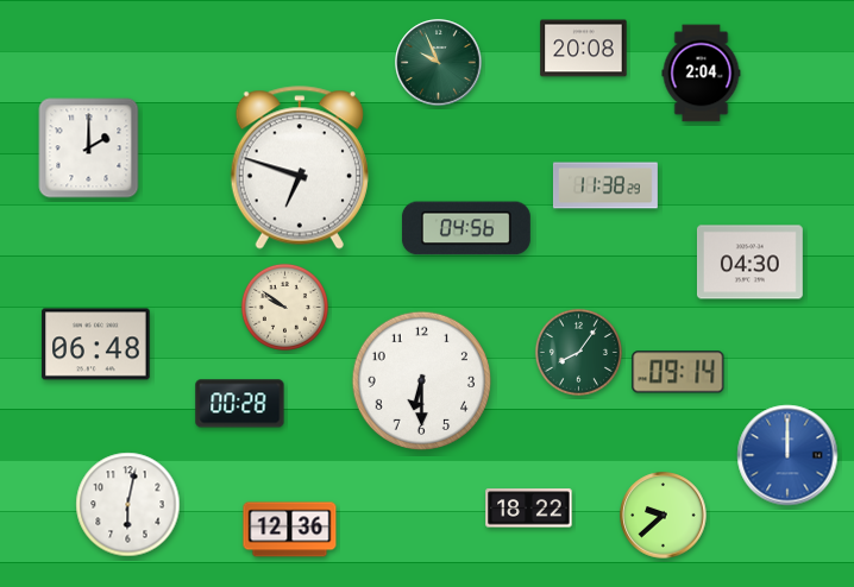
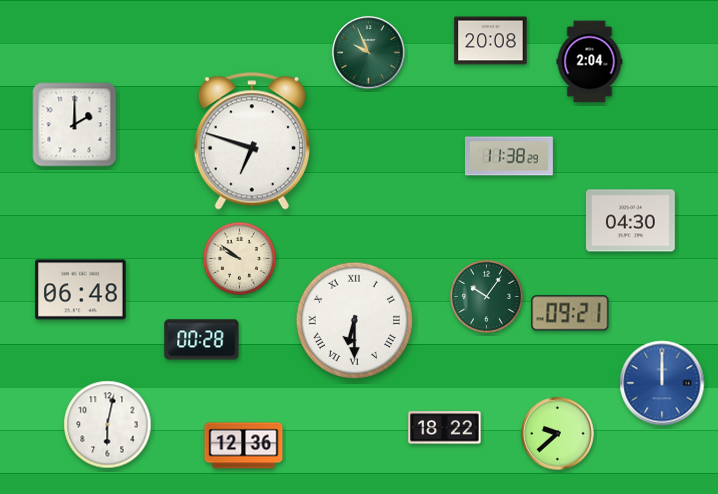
clock at (466, 228): 04:56 -> none
clock at (578, 352): 8:06 -> 10:06
clock at (678, 372): 09:14 -> 09:21
clock at (421, 380) numerals: Arabic -> Roman
